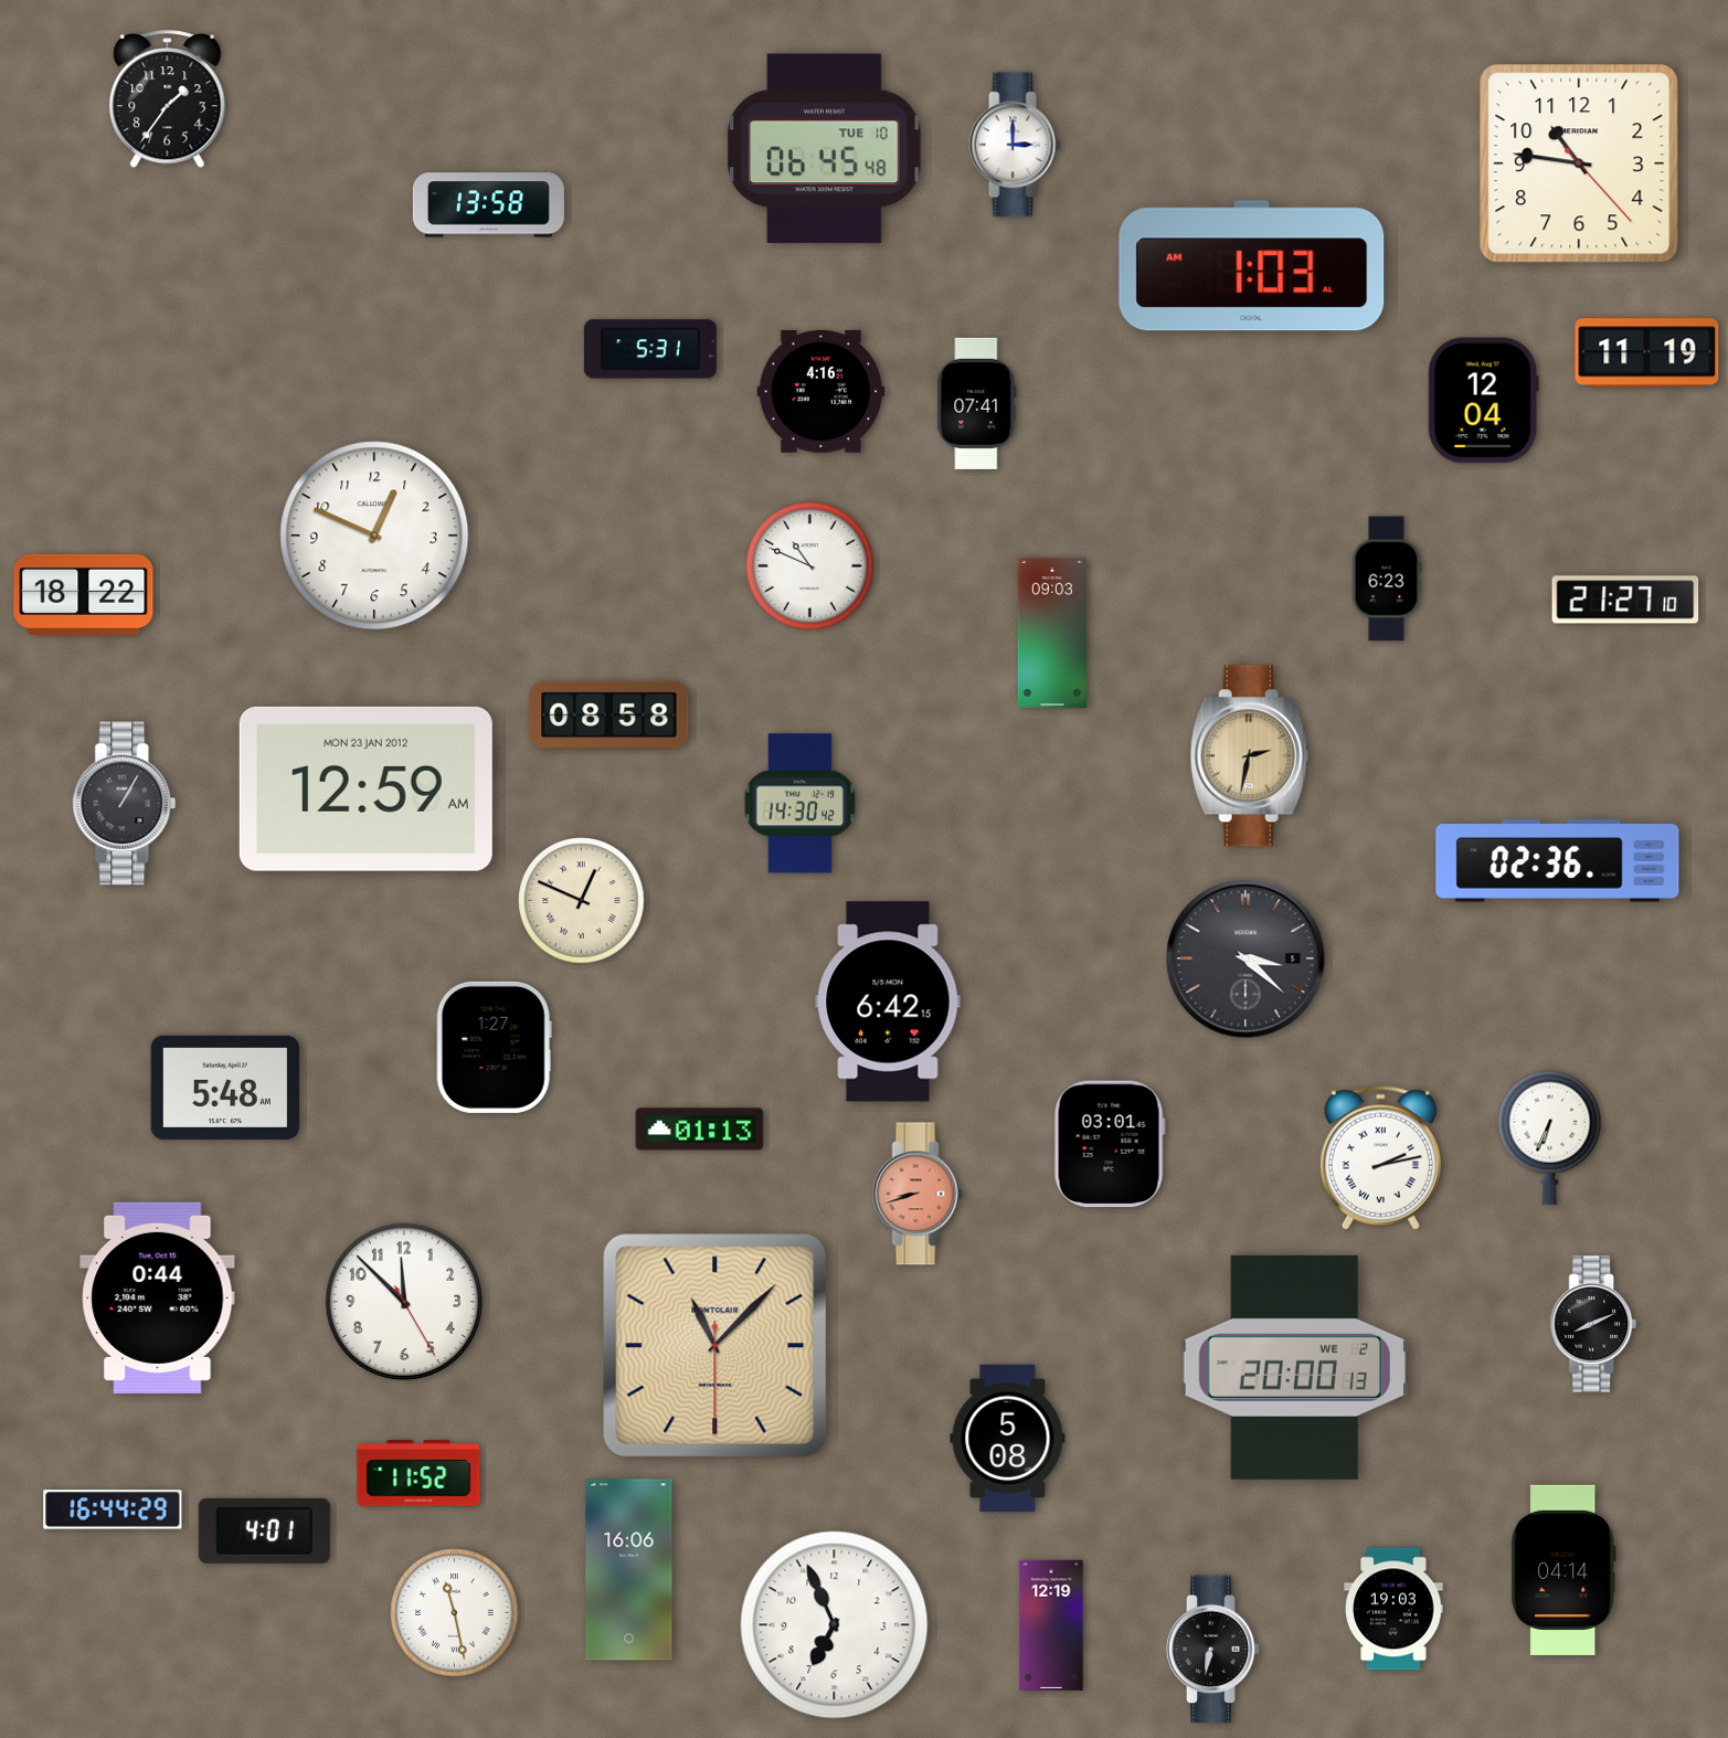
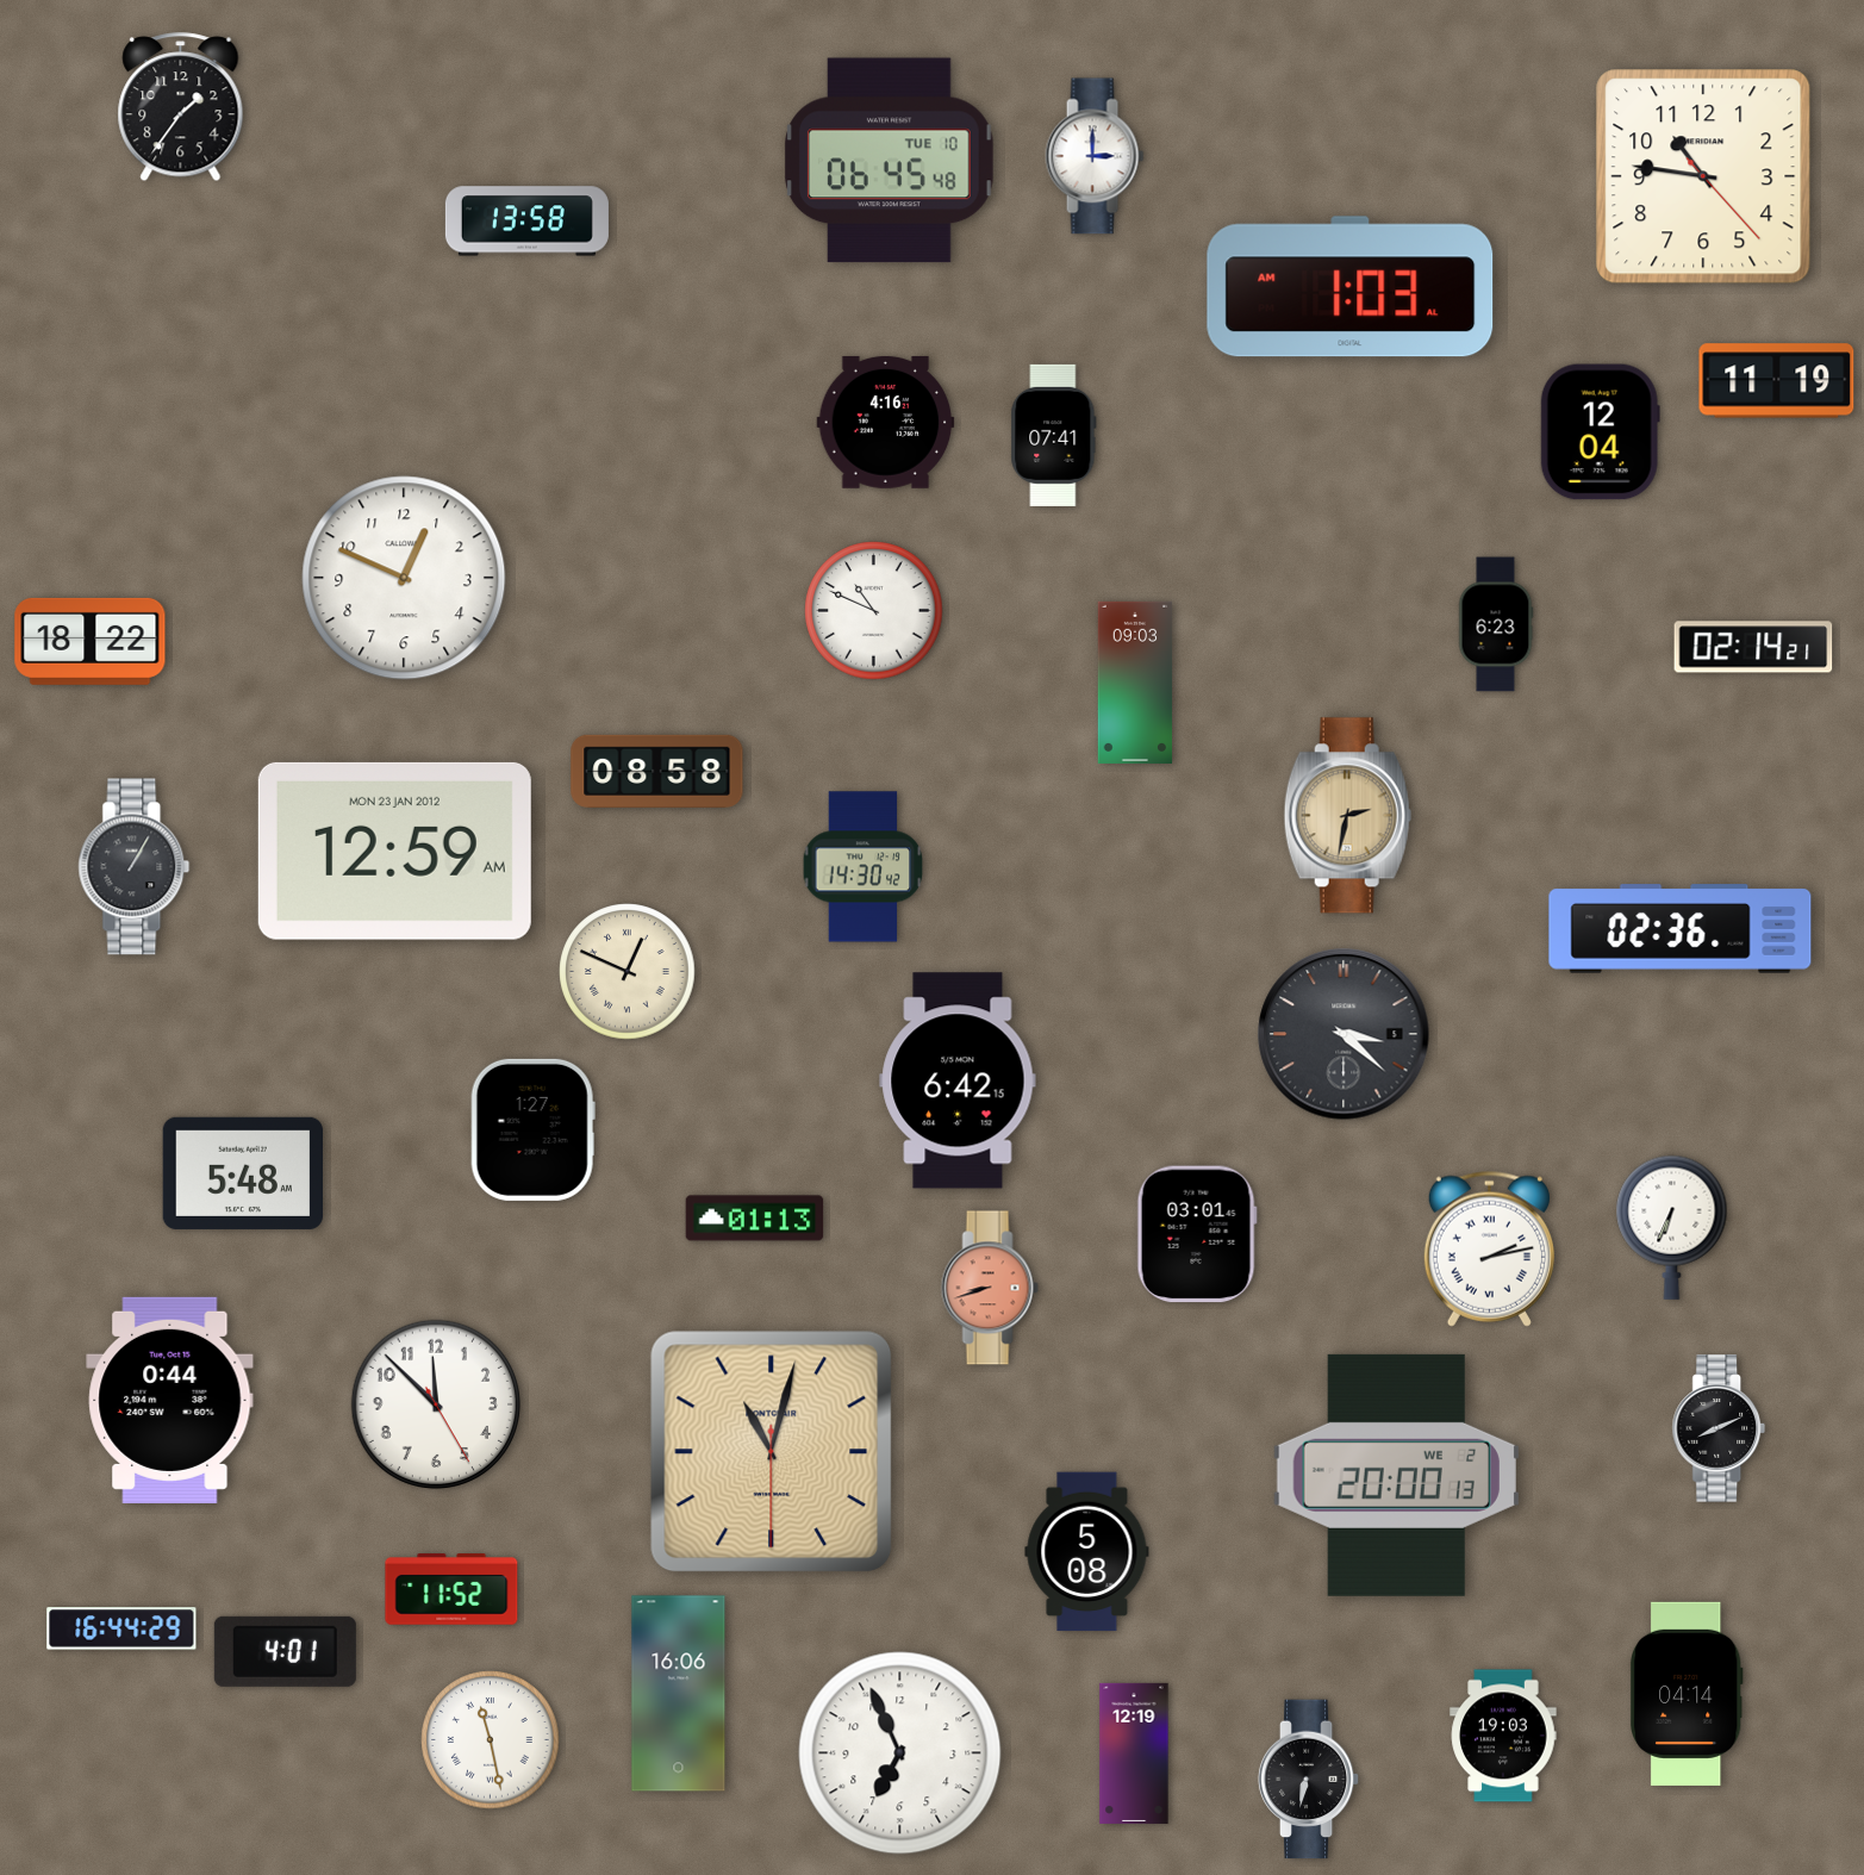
clock at (650, 349): 5:31 -> none
clock at (1625, 600): 21:27 -> 02:14
clock at (715, 1346): 11:07 -> 11:02
